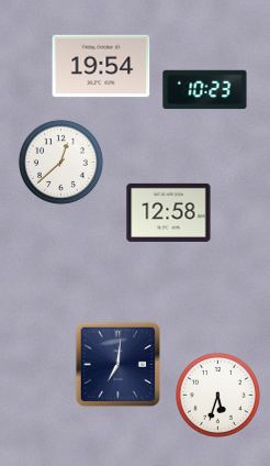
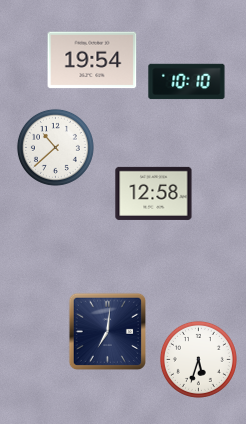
clock at (205, 90): 10:23 -> 10:10
clock at (60, 162): 12:38 -> 10:38
